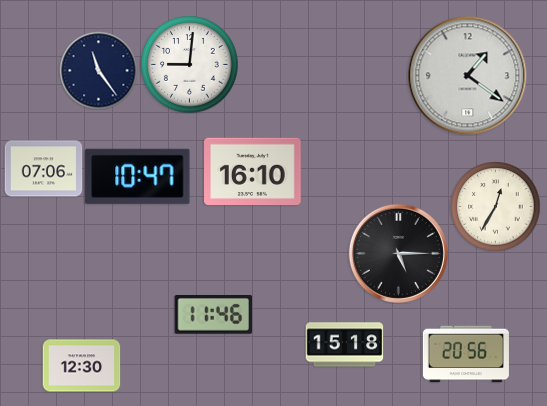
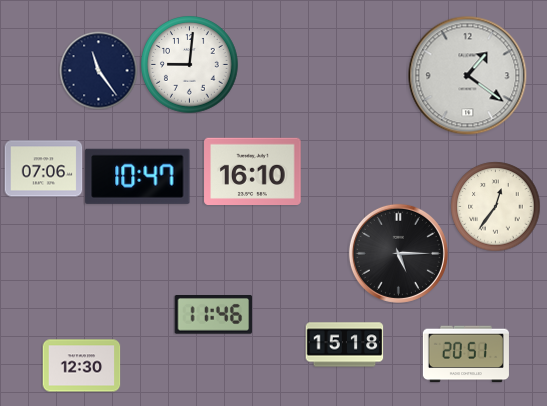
clock at (495, 206): 12:35 -> 12:36
clock at (466, 354): 20:56 -> 20:51
